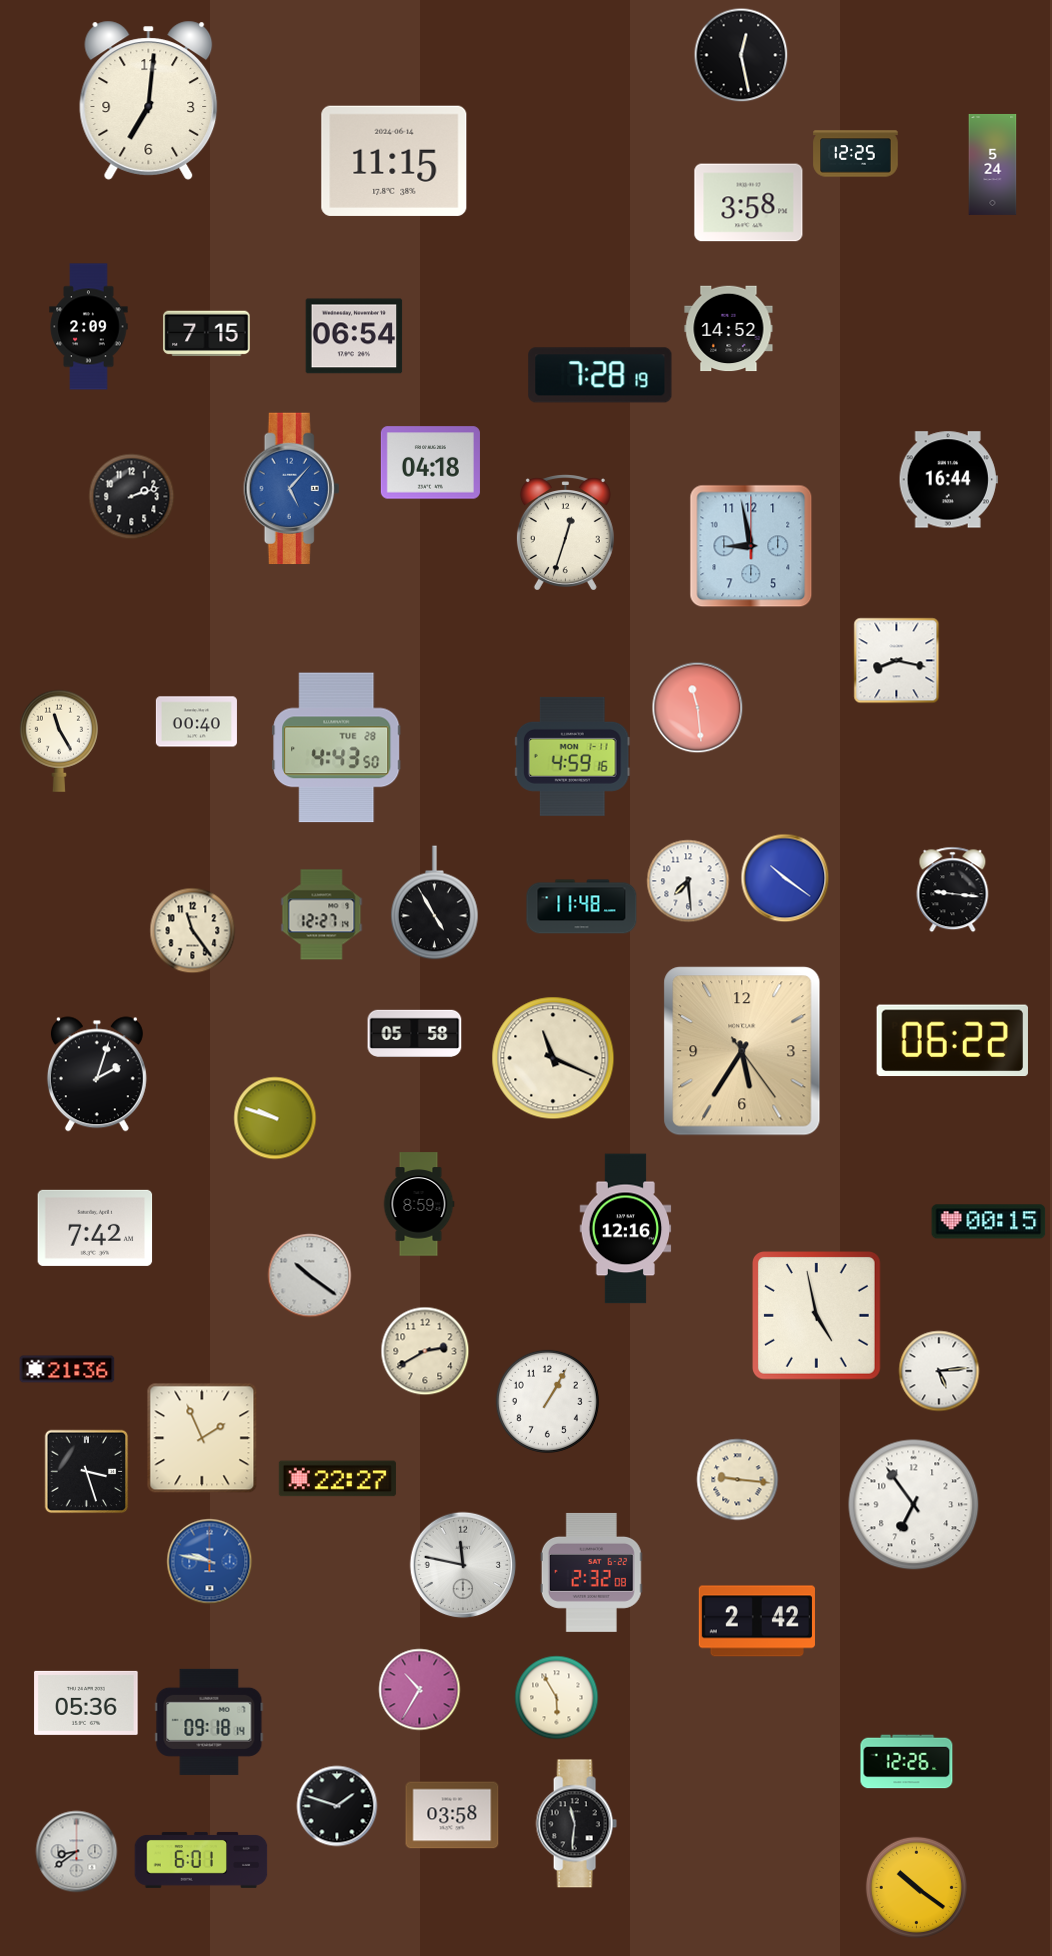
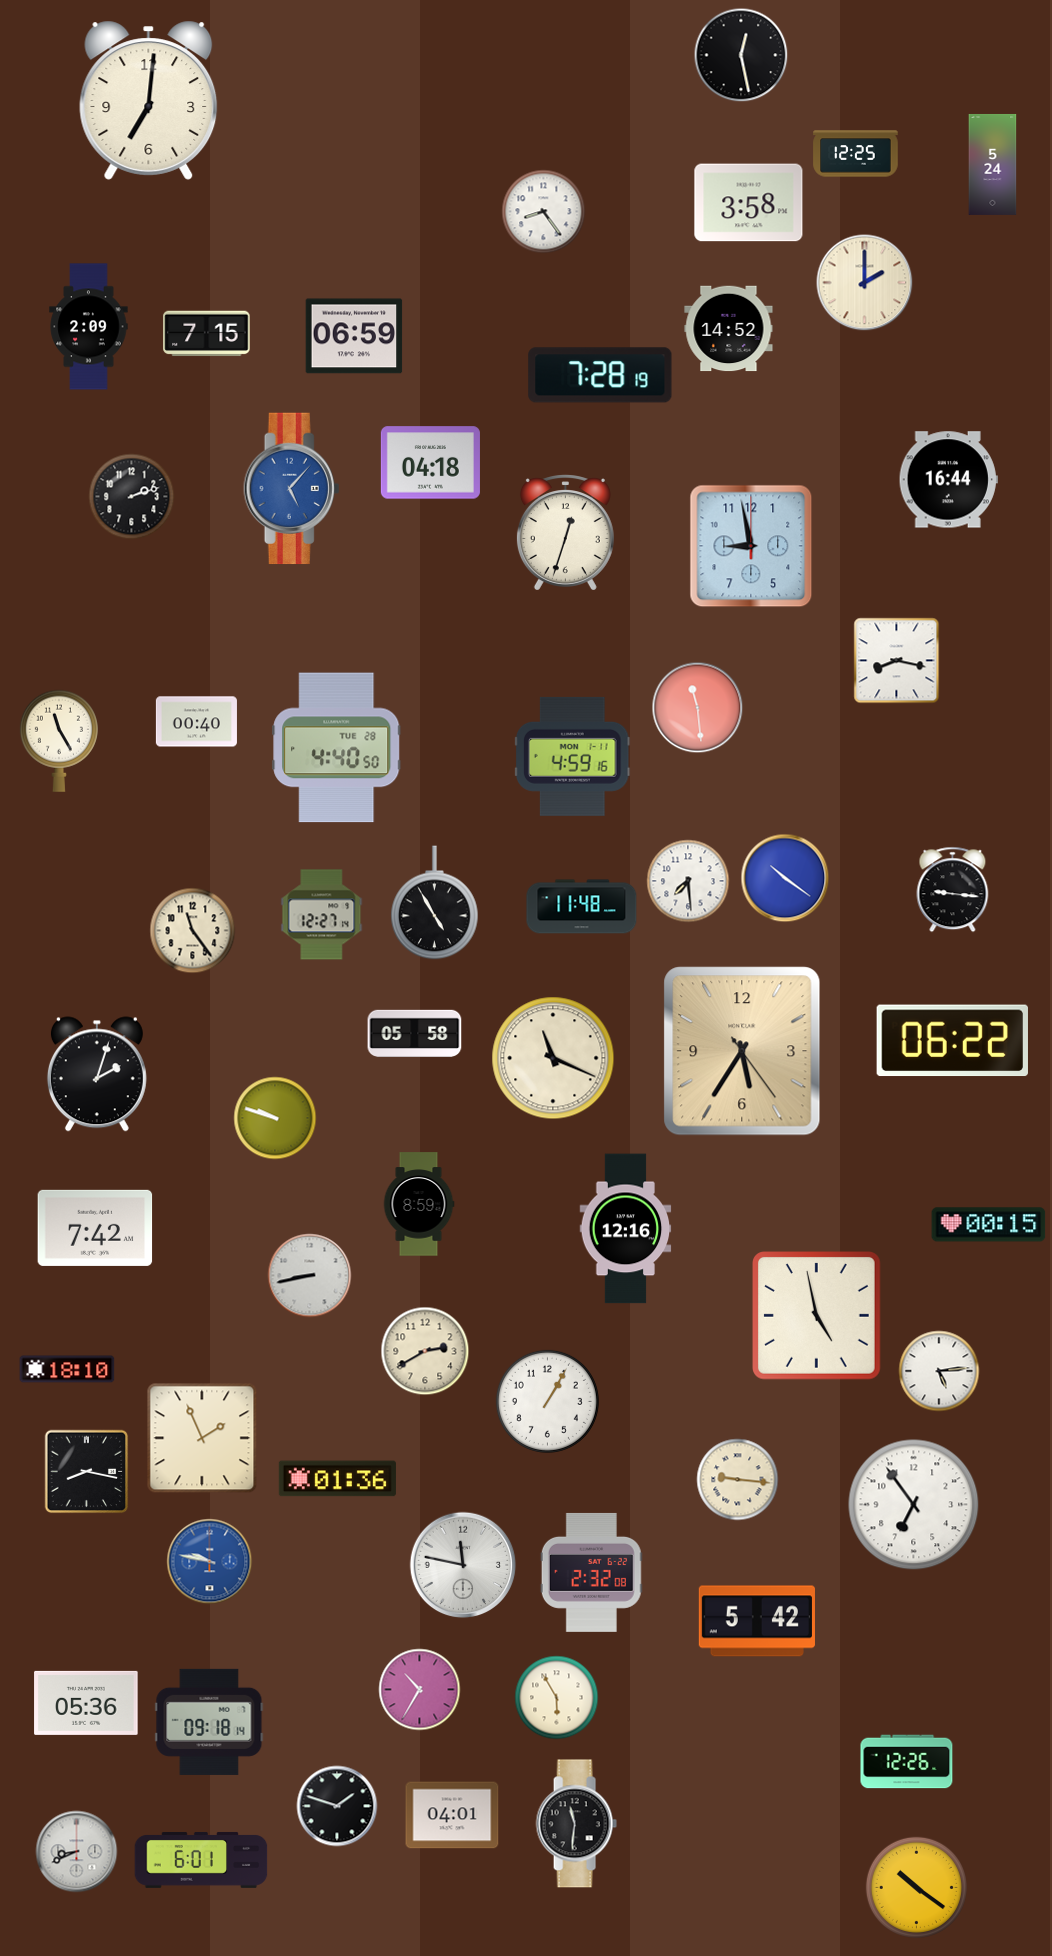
clock at (394, 161): 11:15 -> none
clock at (544, 212): none -> 8:24
clock at (865, 283): none -> 2:00
clock at (354, 336): 06:54 -> 06:59
clock at (337, 748): 4:43 -> 4:40
clock at (989, 1222) position: (989, 1222) -> (989, 1225)
clock at (310, 1276): 10:21 -> 8:43
clock at (67, 1369): 21:36 -> 18:10
clock at (87, 1472): 3:27 -> 8:17
clock at (337, 1479): 22:27 -> 01:36
clock at (757, 1621): 2:42 -> 5:42
clock at (452, 1815): 03:58 -> 04:01
clock at (77, 1852): 8:39 -> 8:41
